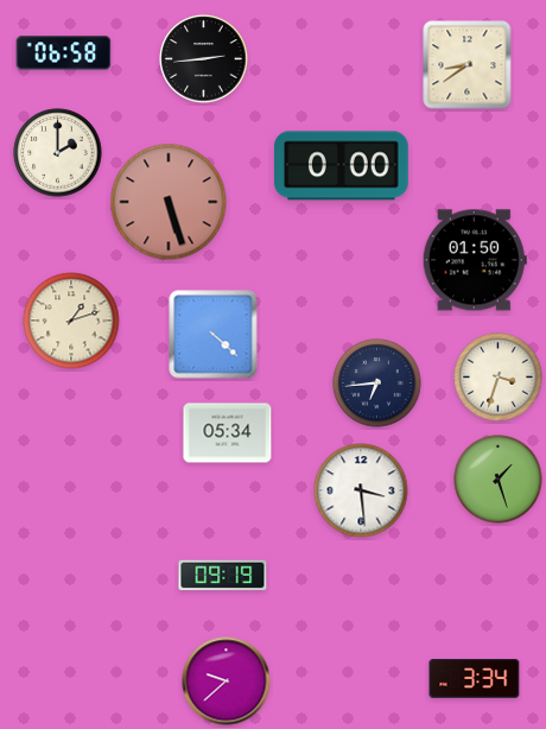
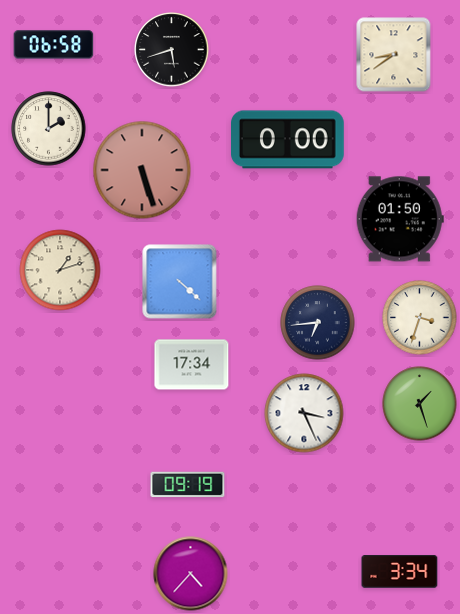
clock at (204, 59): 2:44 -> 5:42
clock at (228, 433): 05:34 -> 17:34
clock at (361, 490): 3:29 -> 3:26
clock at (227, 682): 9:38 -> 4:37
